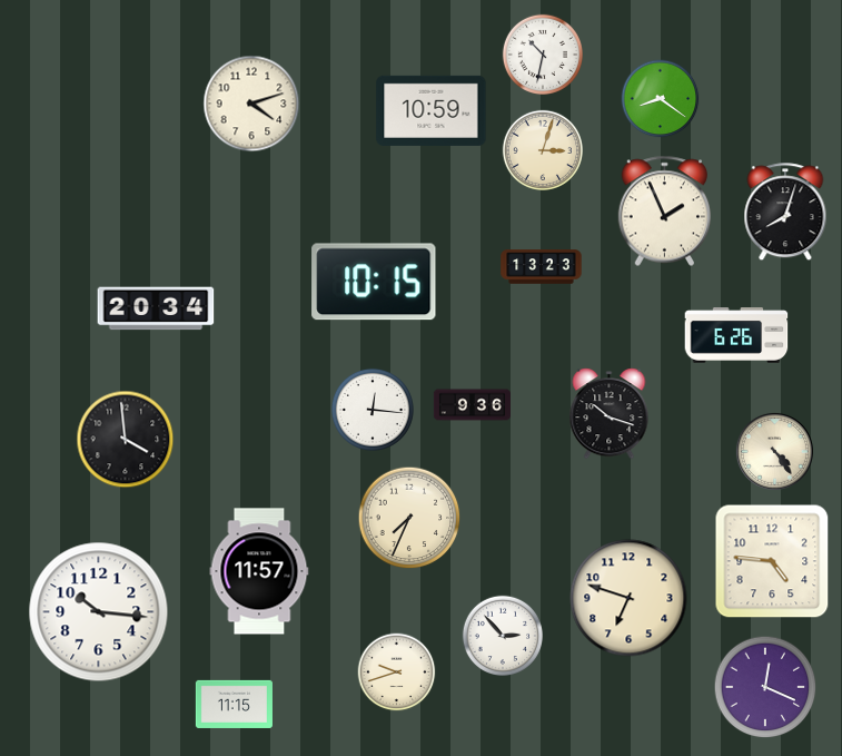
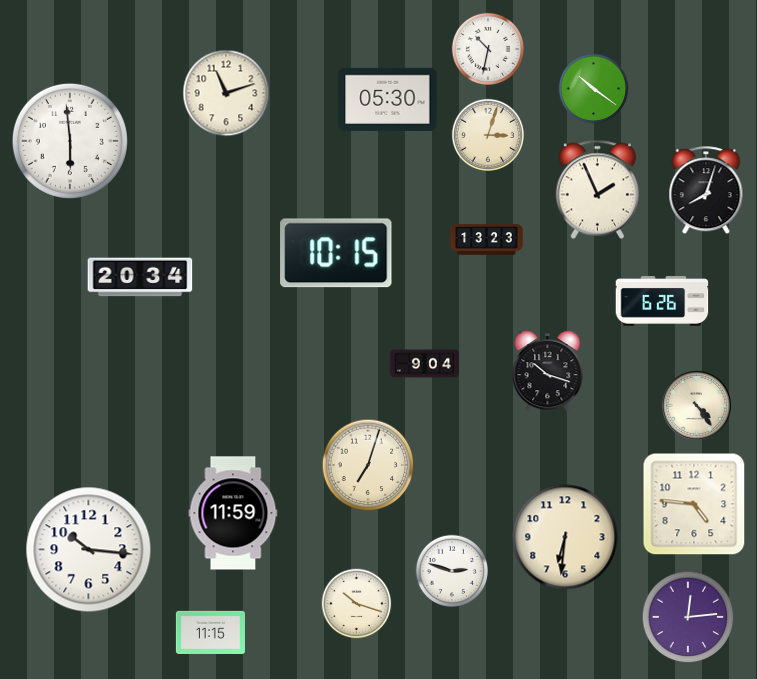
clock at (661, 99): 8:21 -> 10:21
clock at (251, 104): 4:12 -> 11:12
clock at (432, 110): 10:59 -> 05:30
clock at (70, 141): none -> 5:59
clock at (472, 405): 9:36 -> 9:04
clock at (373, 410): 12:16 -> none
clock at (126, 440): 3:59 -> none
clock at (409, 518): 7:34 -> 7:03
clock at (259, 571): 11:57 -> 11:59
clock at (628, 598): 6:48 -> 6:31
clock at (502, 635): 2:53 -> 2:48
clock at (397, 672): 9:42 -> 10:18
clock at (765, 687): 12:19 -> 12:14
